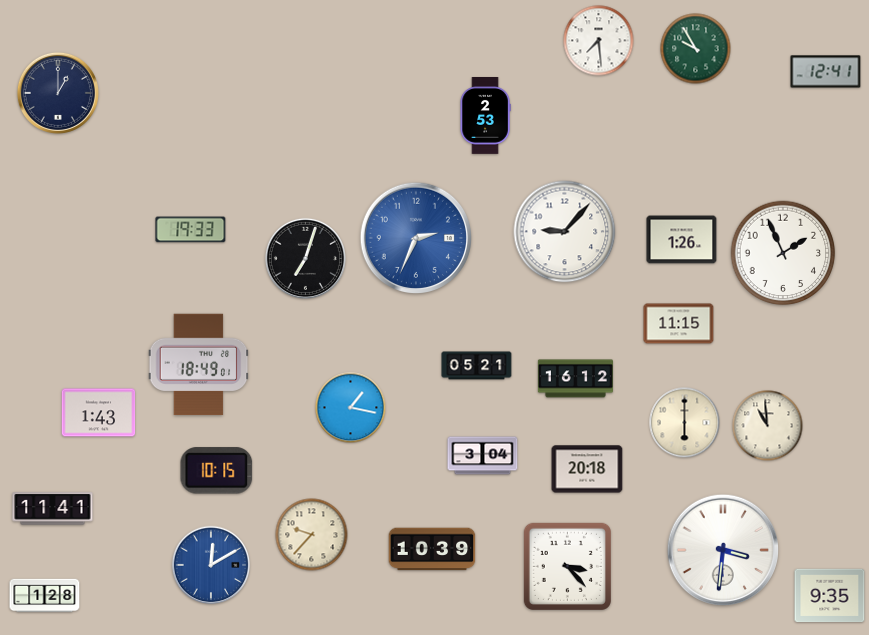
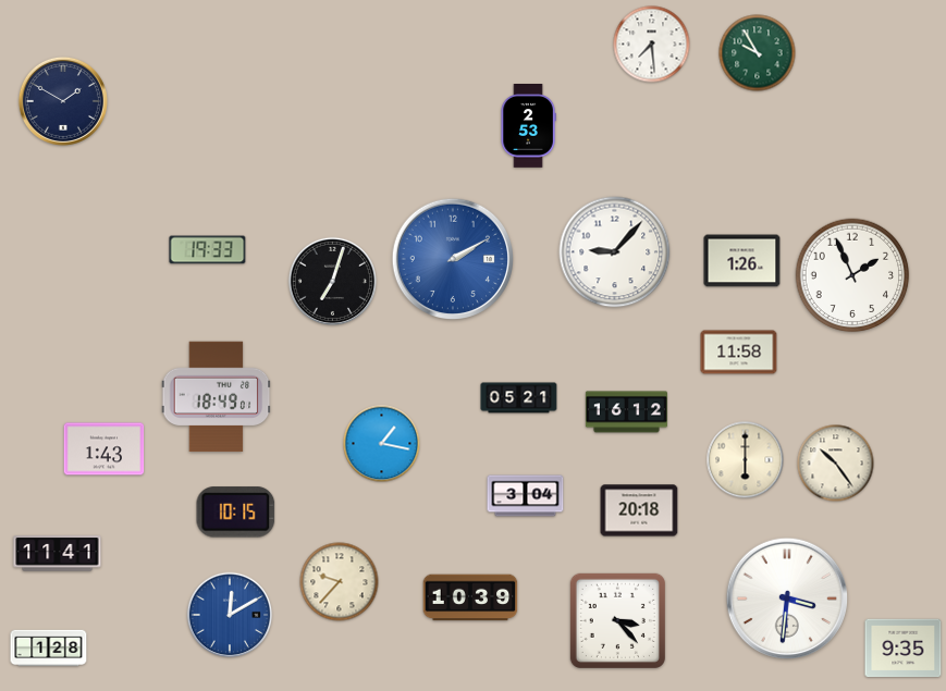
clock at (826, 72): 12:41 -> none
clock at (58, 93): 1:00 -> 1:50
clock at (415, 237): 2:34 -> 2:10
clock at (679, 324): 11:15 -> 11:58
clock at (99, 413) position: (99, 413) -> (105, 449)
clock at (768, 426): 10:59 -> 10:24
clock at (567, 566) position: (567, 566) -> (617, 620)
